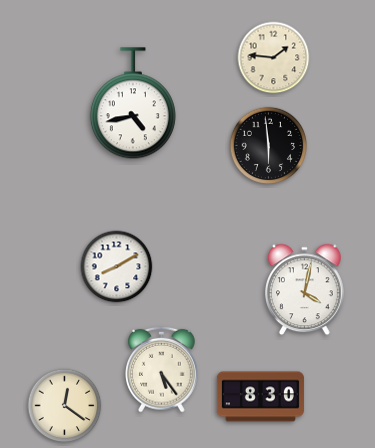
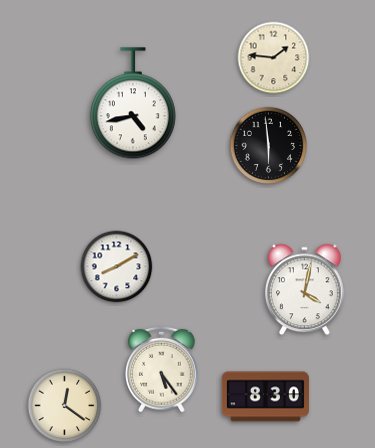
clock at (260, 397) position: (260, 397) -> (265, 397)
